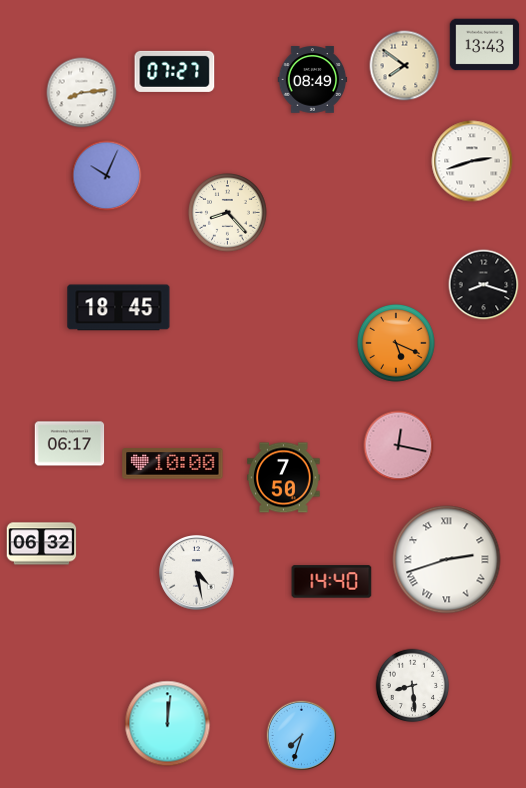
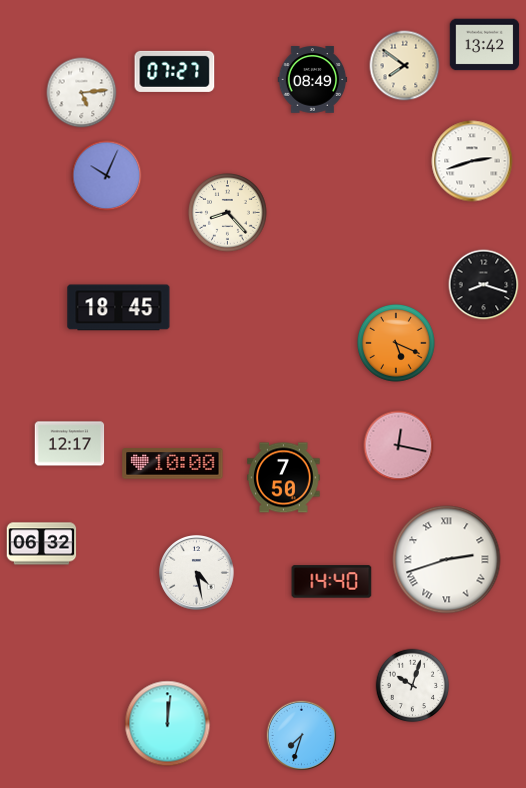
clock at (485, 45): 13:43 -> 13:42
clock at (82, 93): 8:14 -> 5:14
clock at (70, 444): 06:17 -> 12:17
clock at (413, 686): 8:29 -> 10:03
